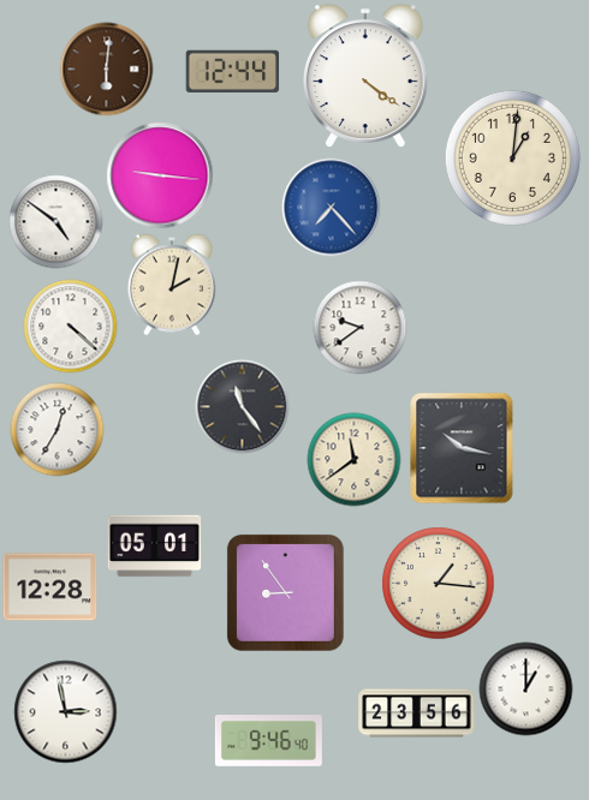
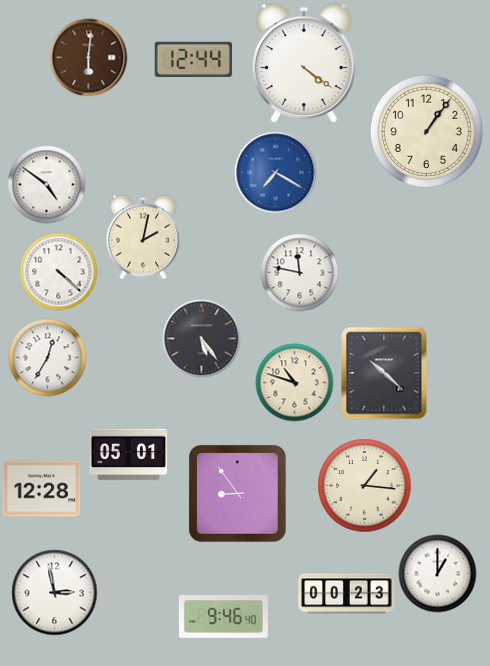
clock at (512, 157): 1:01 -> 1:06
clock at (160, 175): 9:16 -> none
clock at (331, 207): 7:23 -> 7:20
clock at (359, 327): 9:39 -> 11:47
clock at (242, 406): 11:24 -> 5:24
clock at (462, 448): 10:17 -> 10:22
clock at (353, 459): 11:39 -> 10:48
clock at (417, 714): 23:56 -> 00:23
